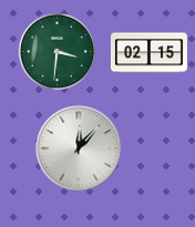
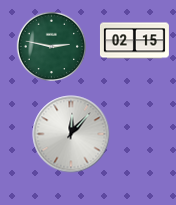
clock at (58, 52): 3:31 -> 2:47
clock at (148, 53) position: (148, 53) -> (134, 41)
